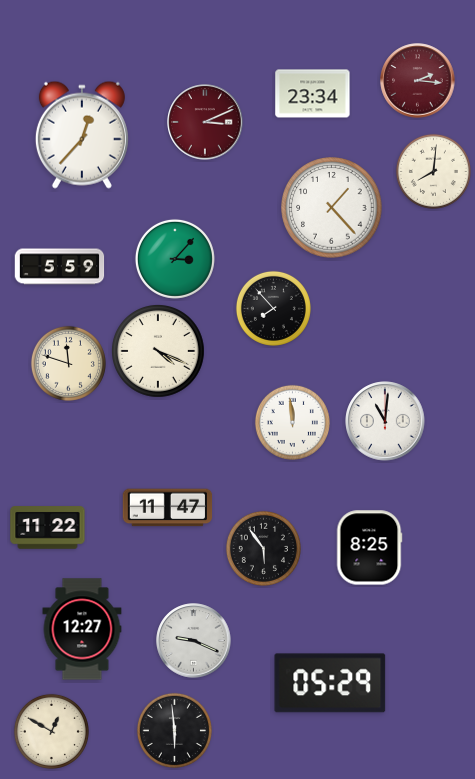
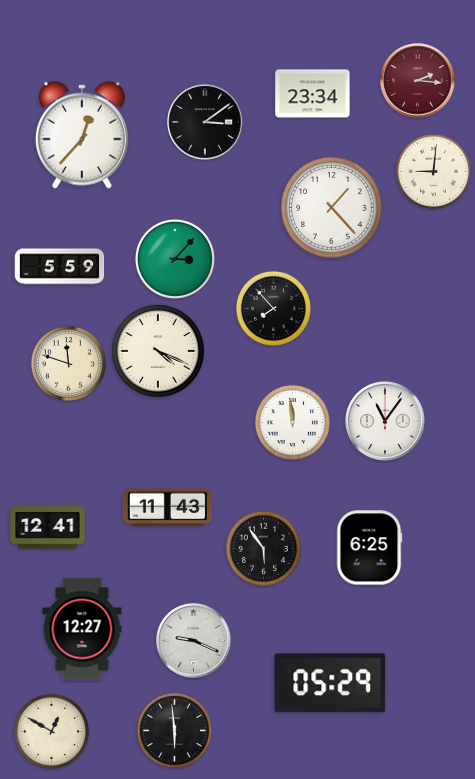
clock at (205, 122): 3:11 -> 3:09
clock at (205, 122) dial: burgundy -> black
clock at (433, 171): 8:01 -> 9:01
clock at (385, 421): 11:01 -> 11:06
clock at (168, 508): 11:47 -> 11:43
clock at (48, 528): 11:22 -> 12:41
clock at (369, 548): 8:25 -> 6:25
